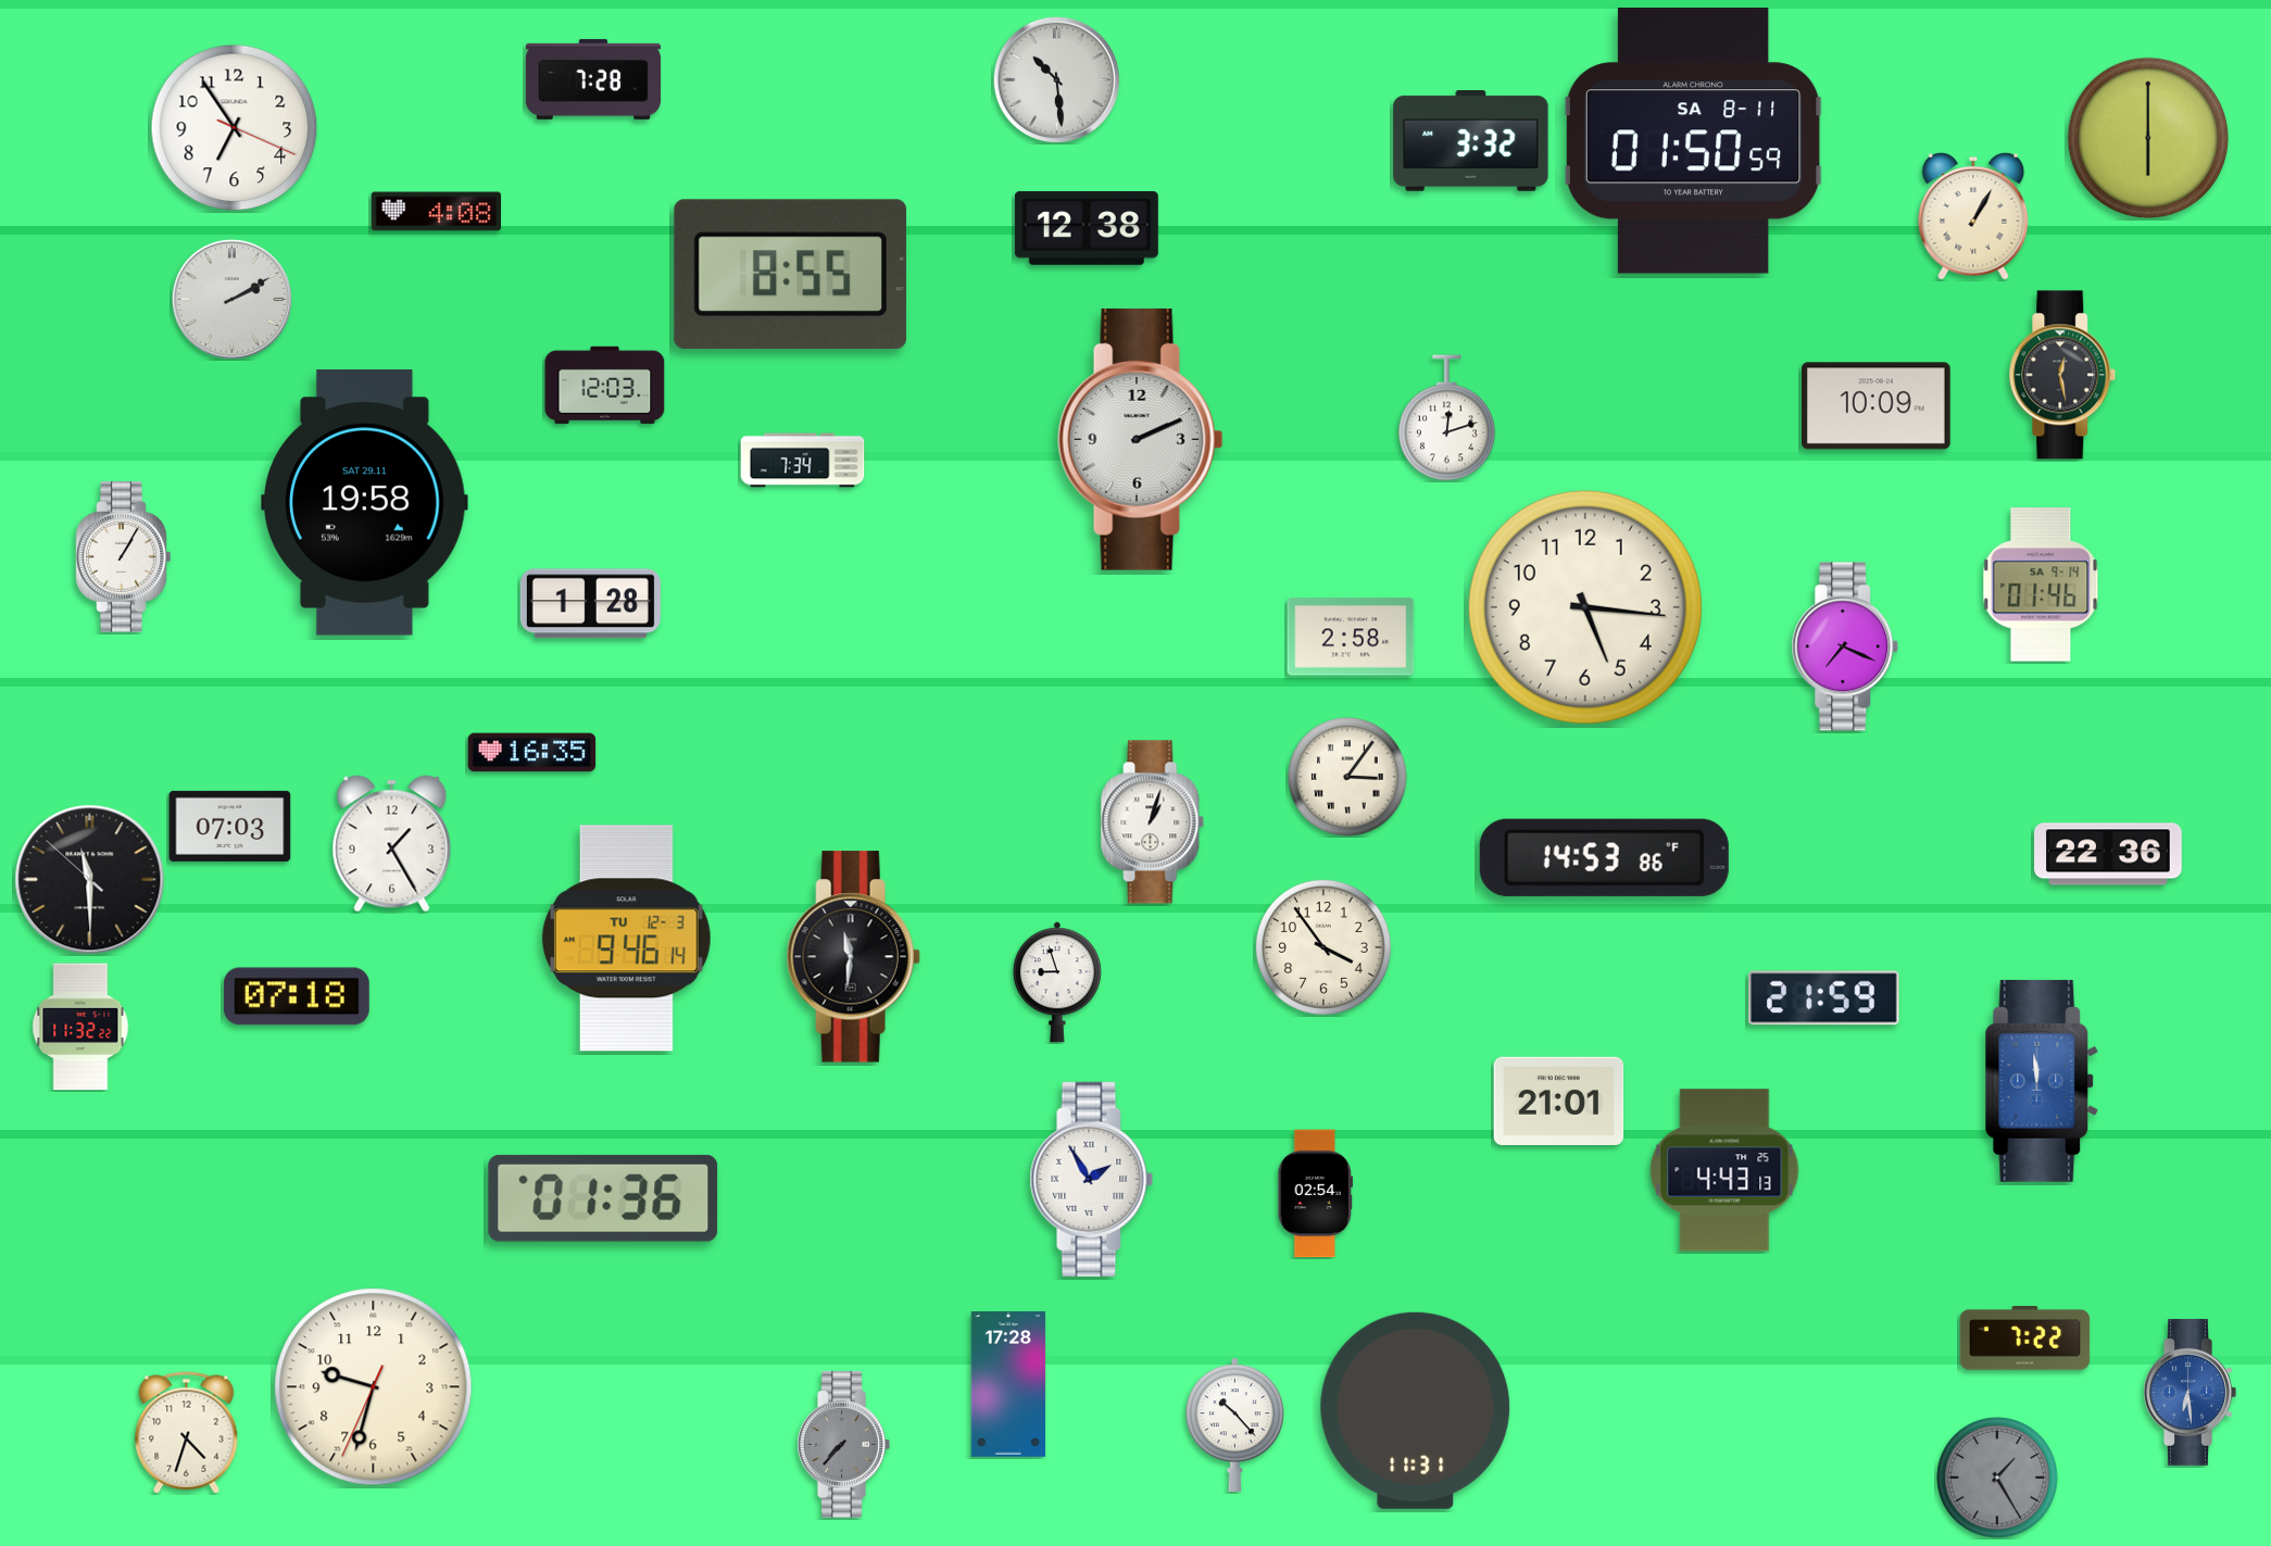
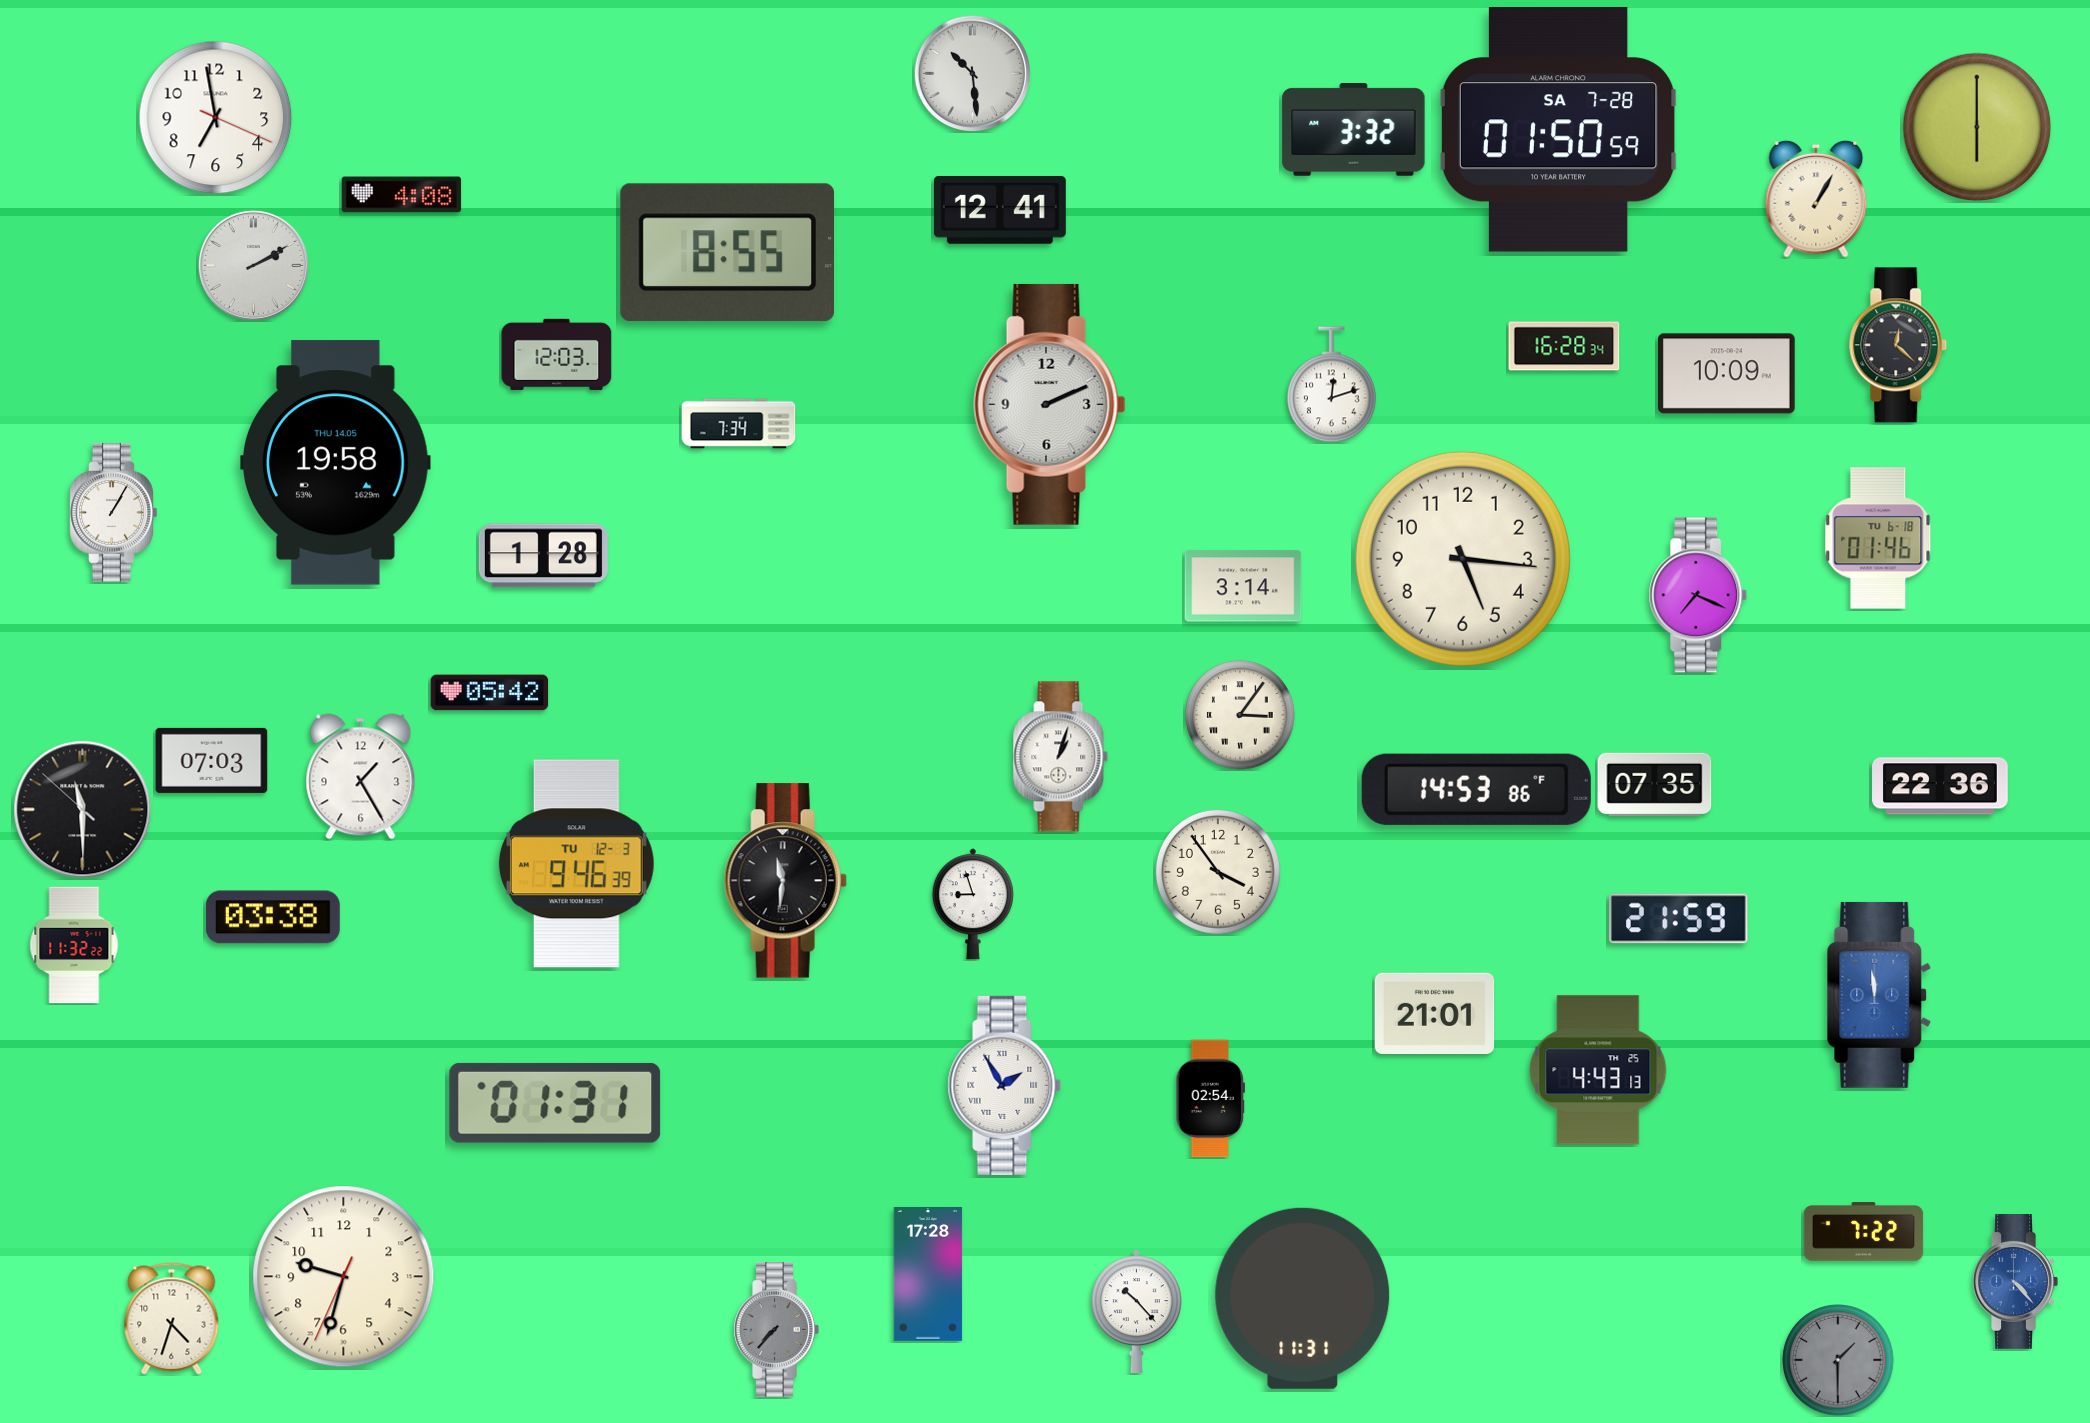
clock at (593, 79): 7:28 -> none
clock at (235, 128): 6:54 -> 6:58
clock at (1693, 141) date: SA 8-11 -> SA 7-28
clock at (1087, 228): 12:38 -> 12:41
clock at (231, 299) position: (231, 299) -> (253, 265)
clock at (2062, 375): 12:28 -> 12:22
clock at (1564, 346): none -> 16:28
clock at (365, 503) date: SAT 29.11 -> THU 14.05
clock at (2041, 585) date: SA 9-14 -> TU 6-18
clock at (1585, 607) position: (1585, 607) -> (1463, 559)
clock at (1351, 637): 2:58 -> 3:14
clock at (532, 753): 16:35 -> 05:42
clock at (1655, 784): none -> 07:35
clock at (626, 939): 9:46:14 -> 9:46:39
clock at (297, 996): 07:18 -> 03:38
clock at (1724, 1170) position: (1724, 1170) -> (1598, 1070)
clock at (603, 1198): 01:36 -> 01:31
clock at (2190, 1393): 6:29 -> 4:23
clock at (1997, 1478): 1:25 -> 1:30
